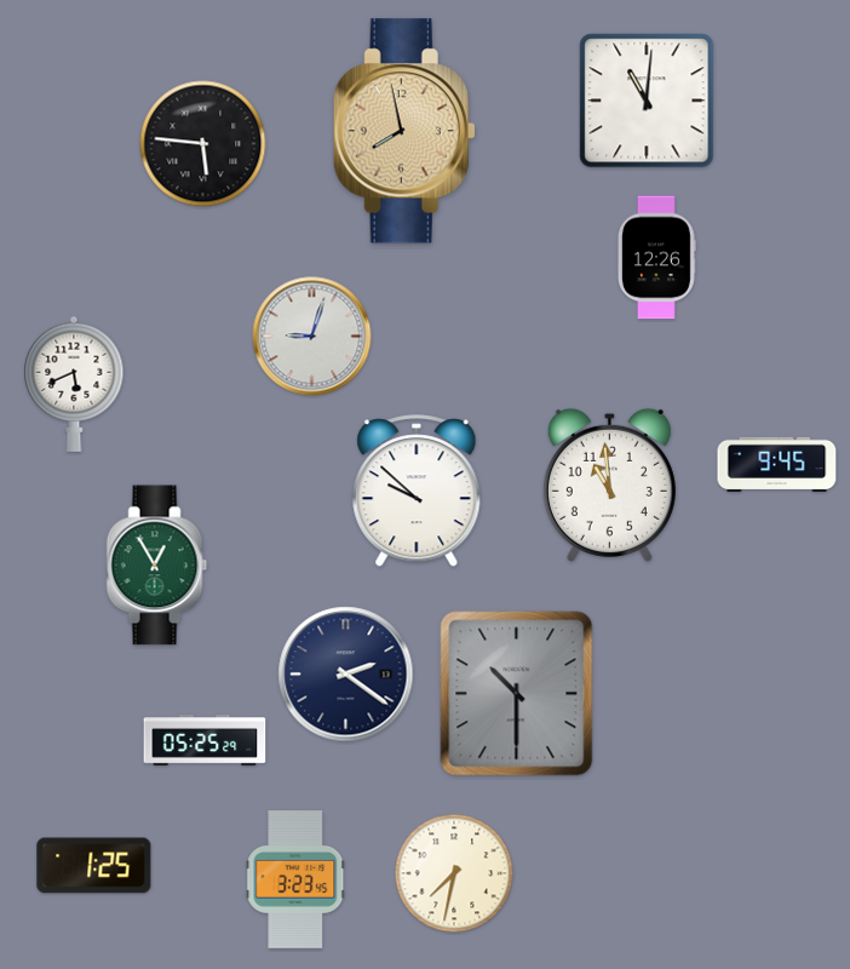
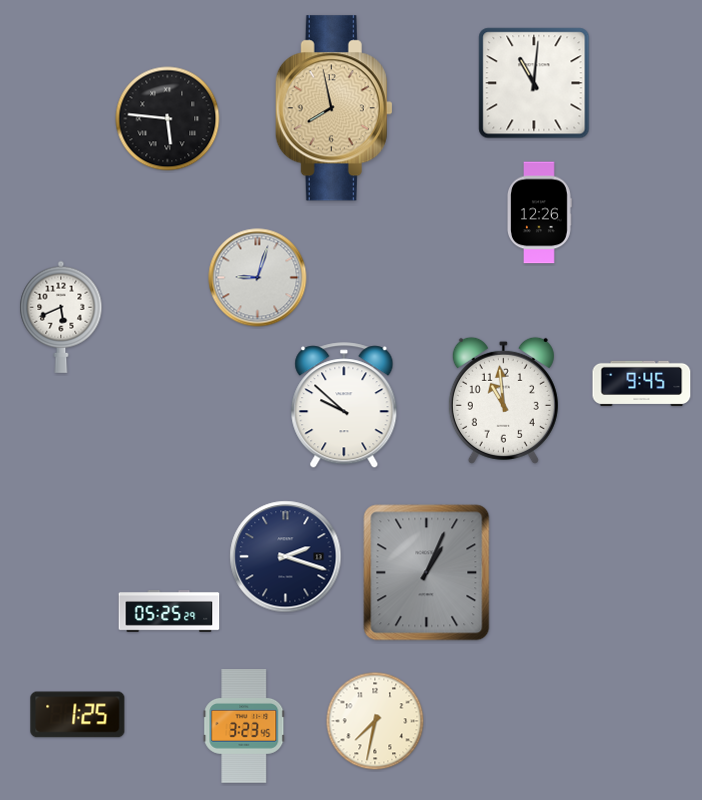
clock at (657, 258) position: (657, 258) -> (540, 213)
clock at (157, 566): 12:55 -> none
clock at (346, 675): 2:21 -> 2:18
clock at (517, 694): 10:30 -> 1:04
